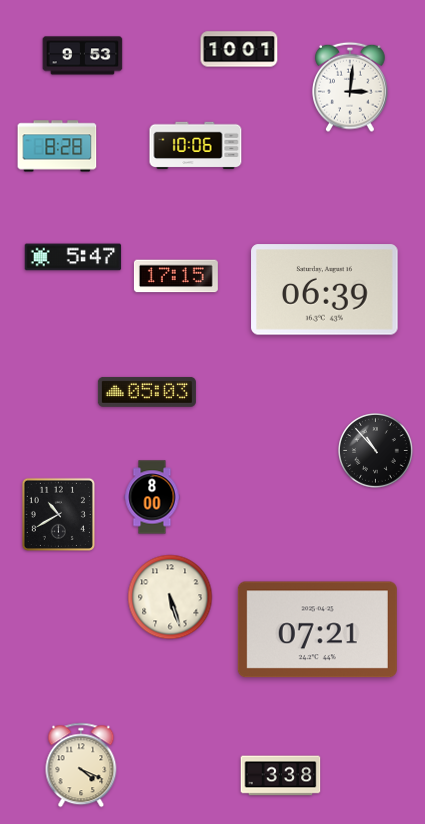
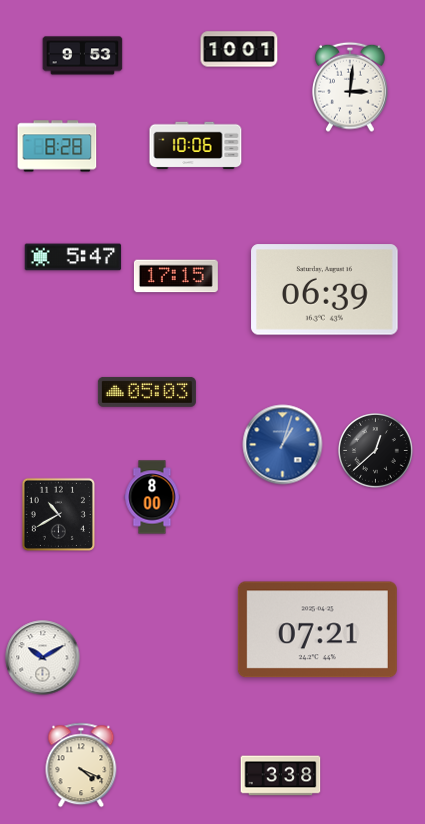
clock at (283, 445): none -> 1:03
clock at (376, 451): 10:53 -> 12:38
clock at (170, 597): 5:27 -> none
clock at (43, 658): none -> 10:10
